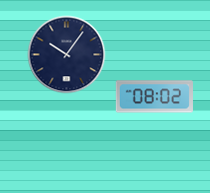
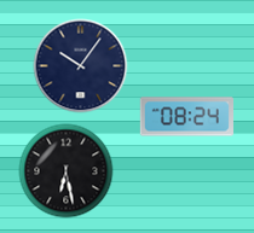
clock at (154, 97): 08:02 -> 08:24
clock at (65, 170): none -> 6:28
